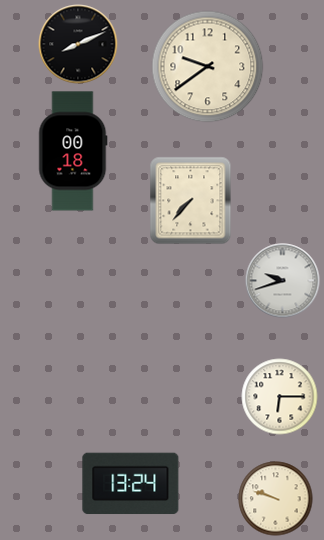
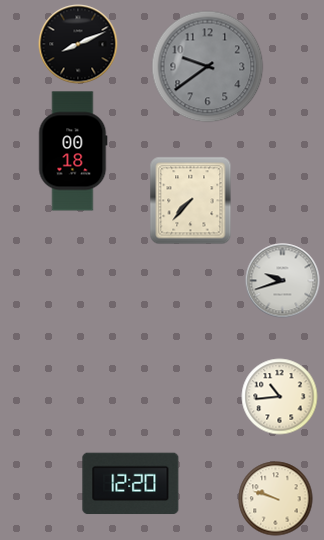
clock at (208, 67) dial: cream -> grey
clock at (280, 397): 6:15 -> 10:44
clock at (131, 484): 13:24 -> 12:20
